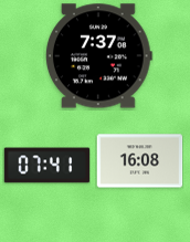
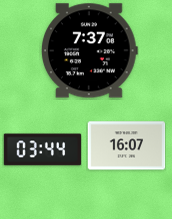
clock at (139, 161): 16:08 -> 16:07
clock at (46, 166): 07:41 -> 03:44
